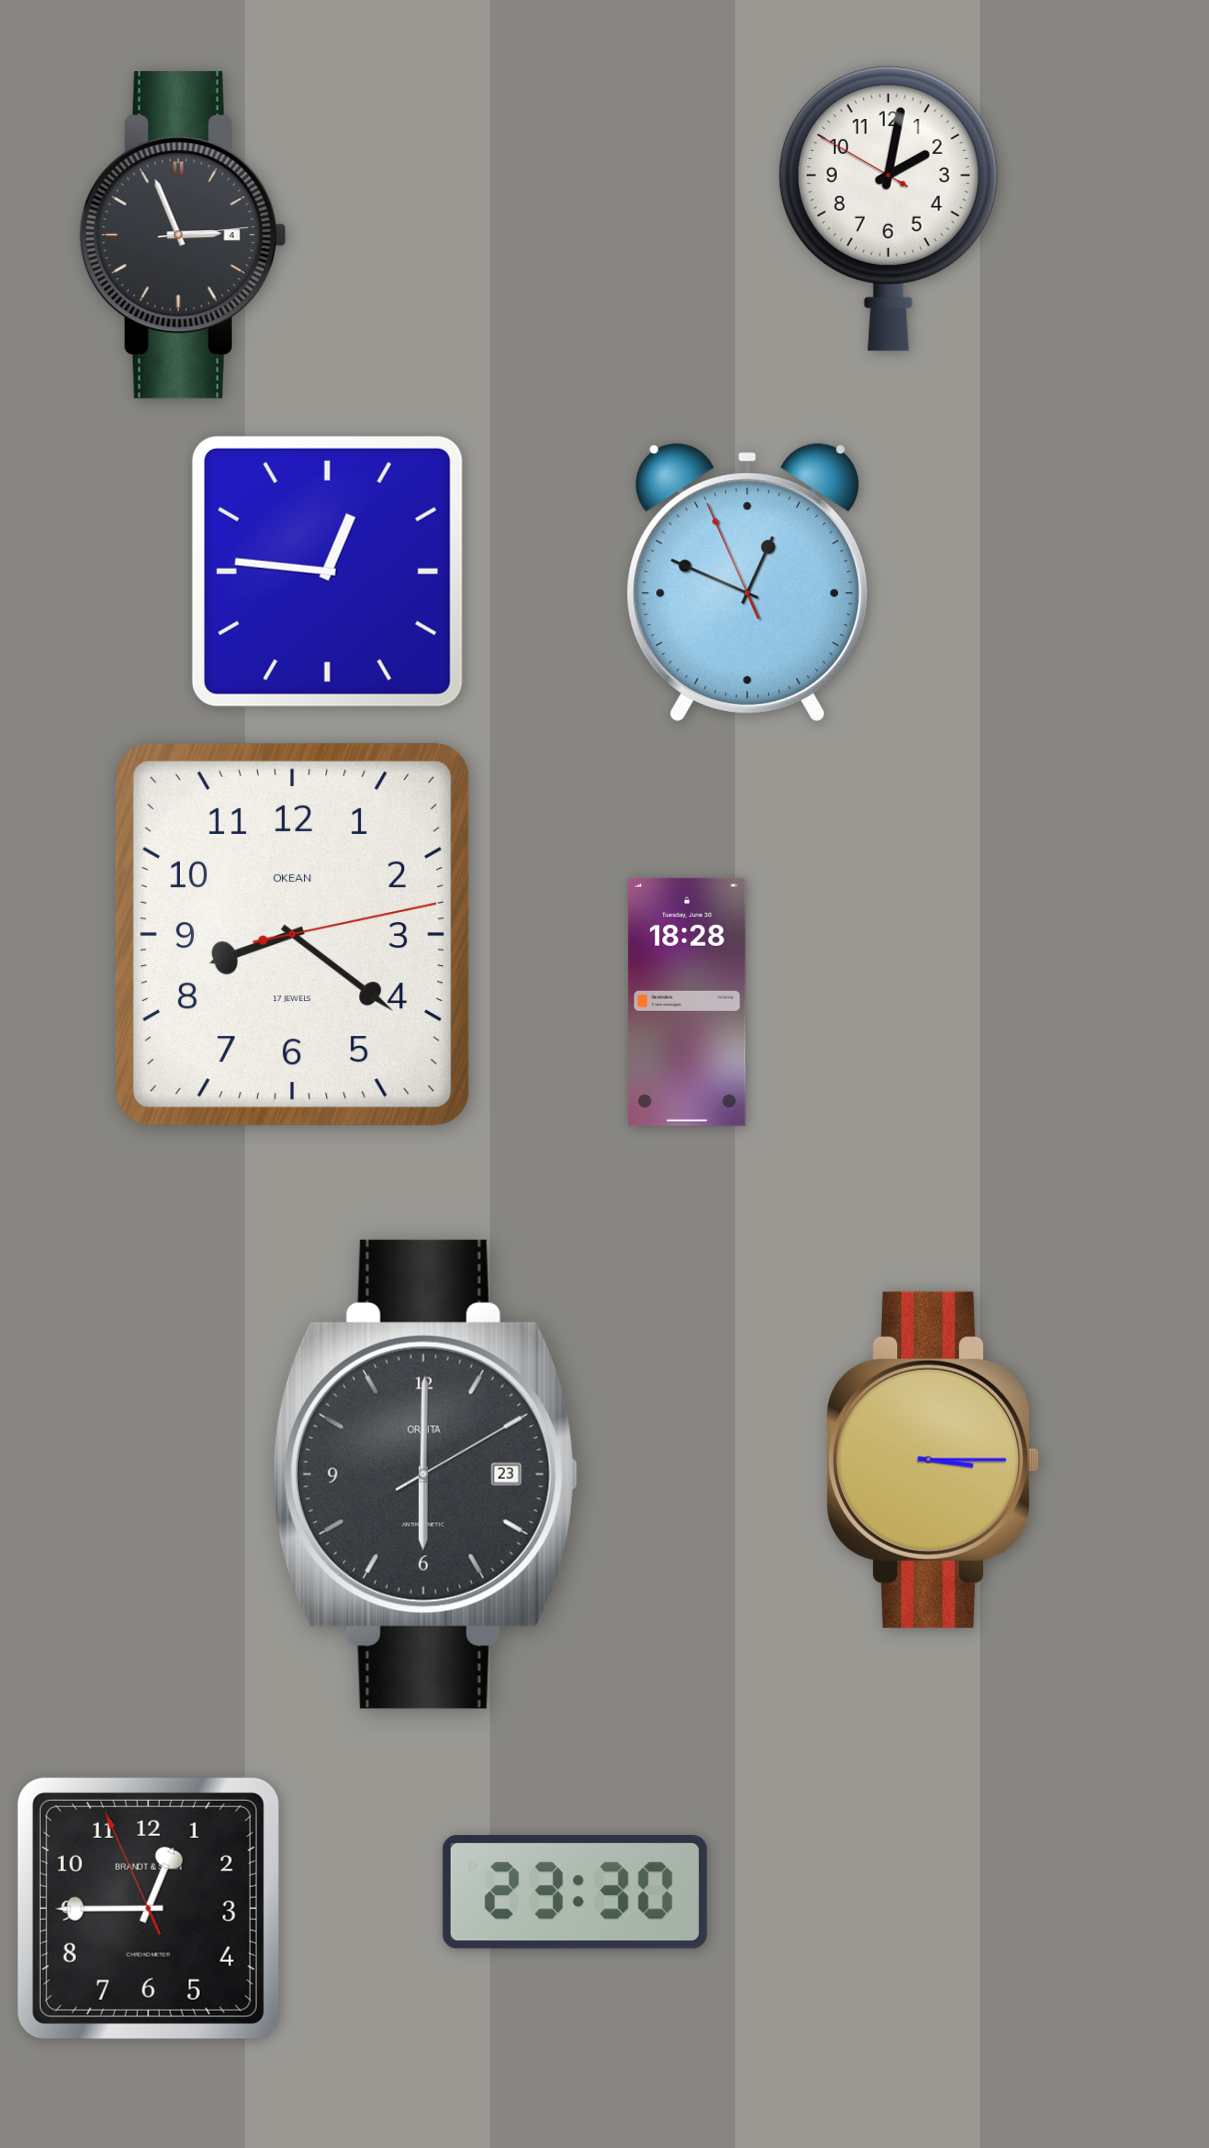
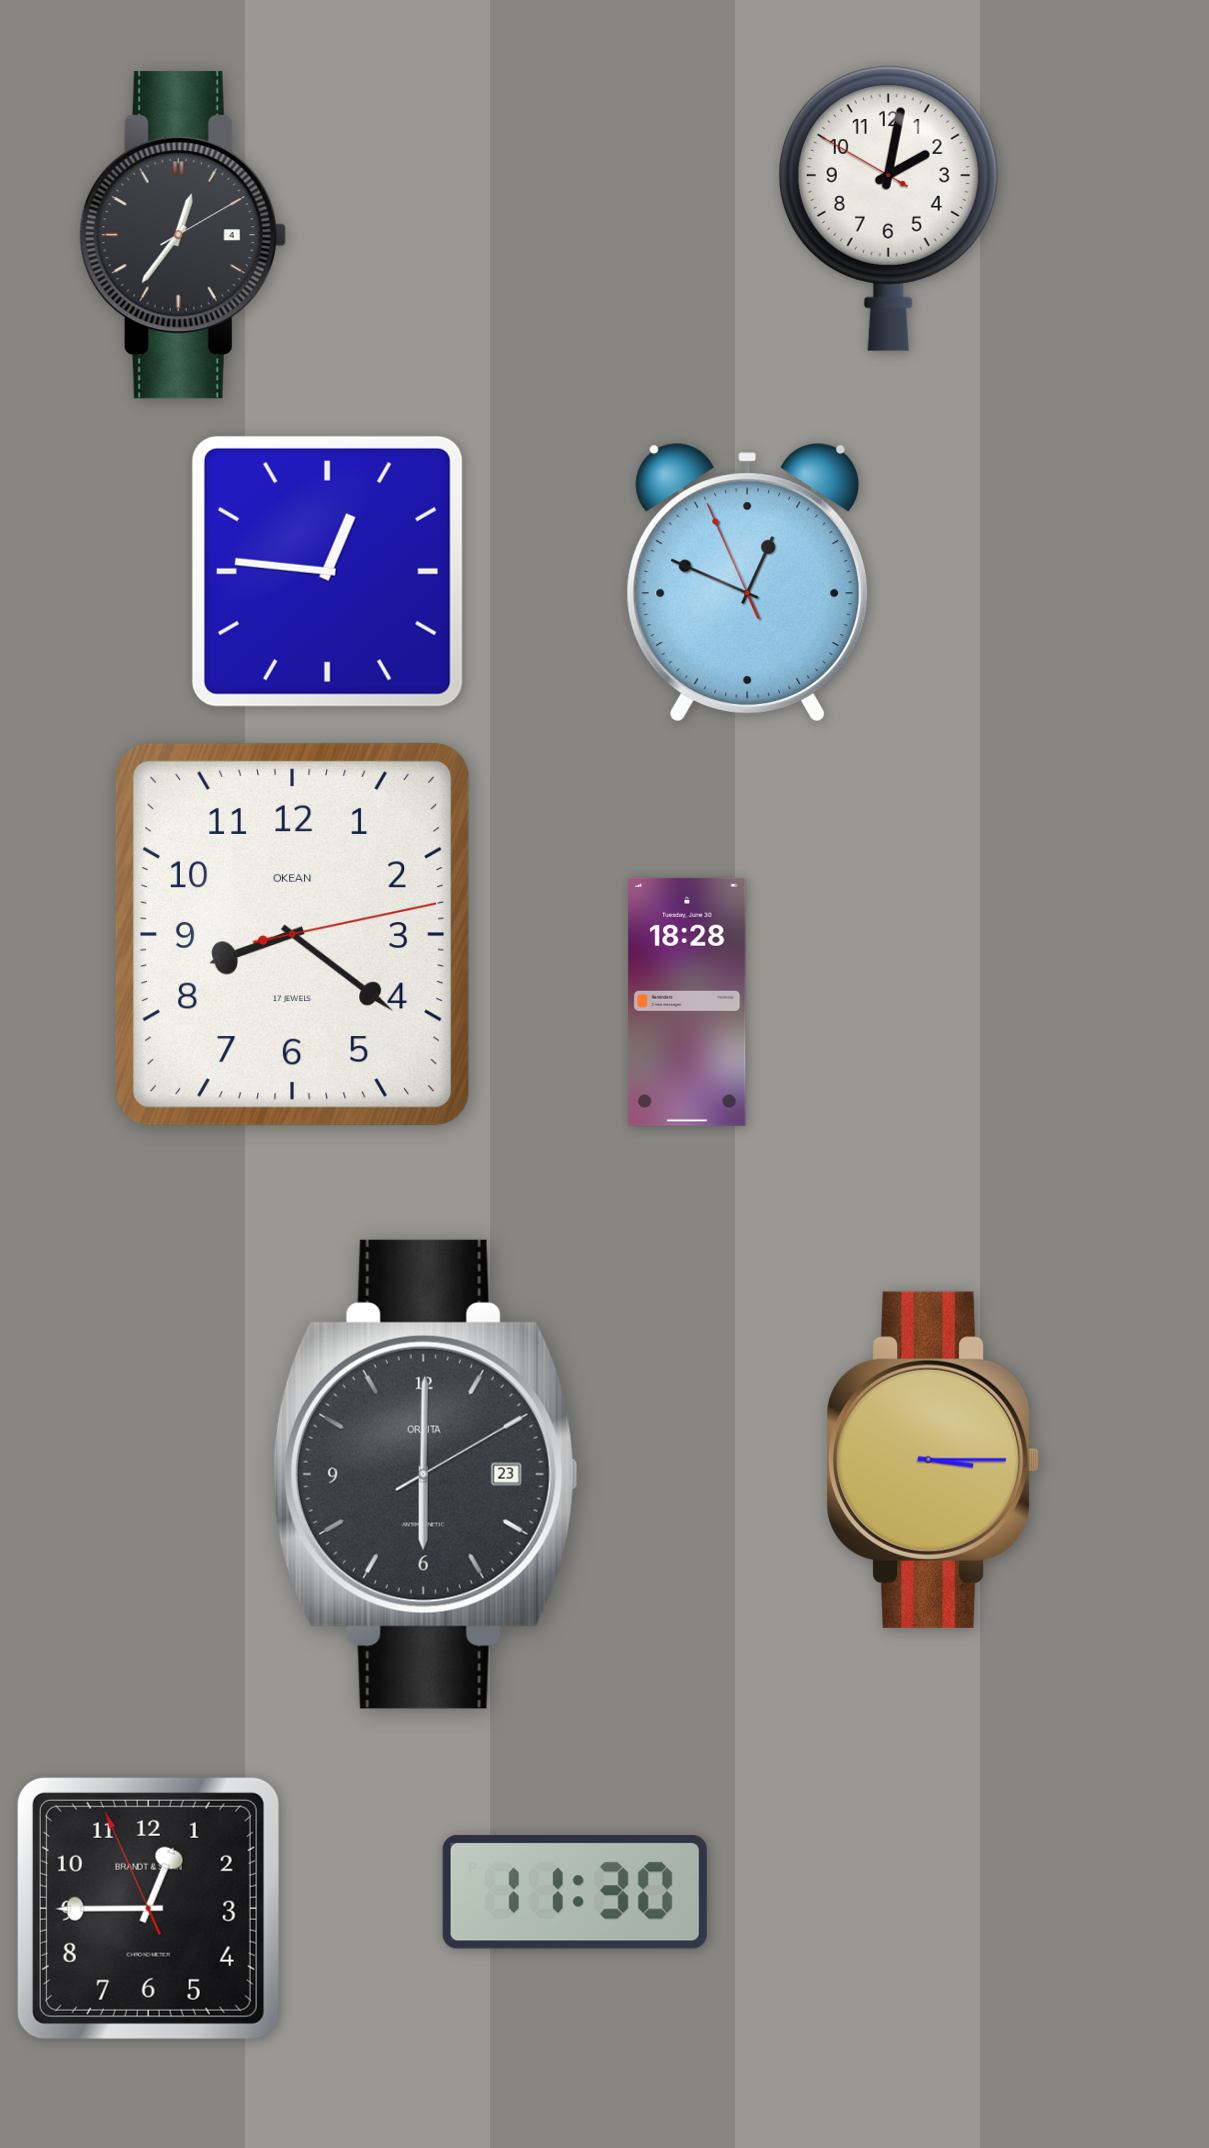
clock at (183, 235): 2:56 -> 12:36
clock at (575, 1892): 23:30 -> 11:30
